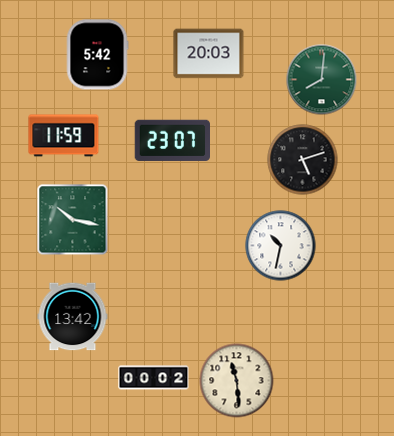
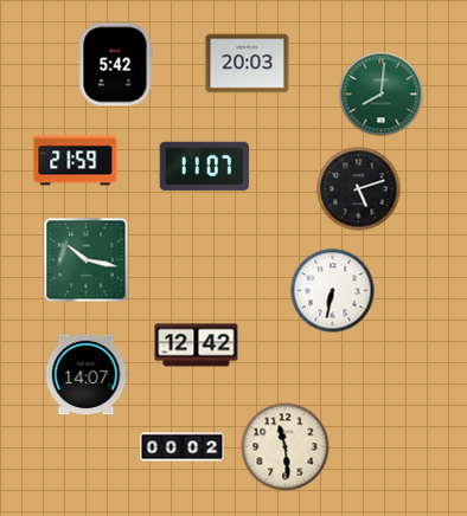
clock at (64, 136): 11:59 -> 21:59
clock at (173, 140): 23:07 -> 11:07
clock at (281, 246): 10:32 -> 6:32
clock at (197, 346): none -> 12:42
clock at (73, 317): 13:42 -> 14:07
clock at (237, 381) position: (237, 381) -> (286, 447)
